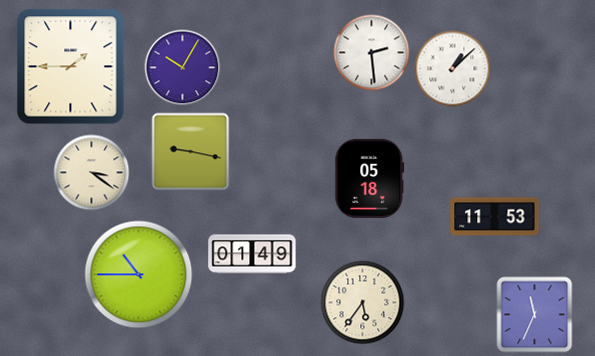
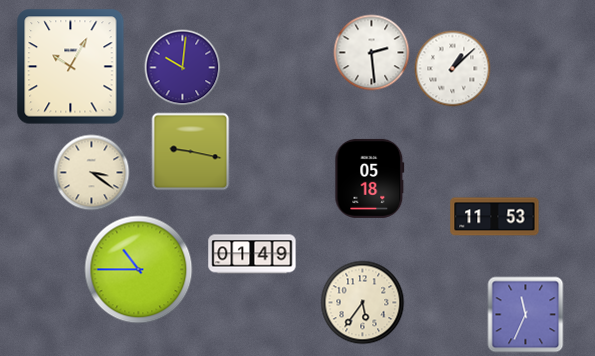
clock at (71, 67): 1:45 -> 10:05
clock at (183, 68): 10:05 -> 10:01
clock at (139, 275) position: (139, 275) -> (139, 270)
clock at (535, 315) position: (535, 315) -> (526, 315)
